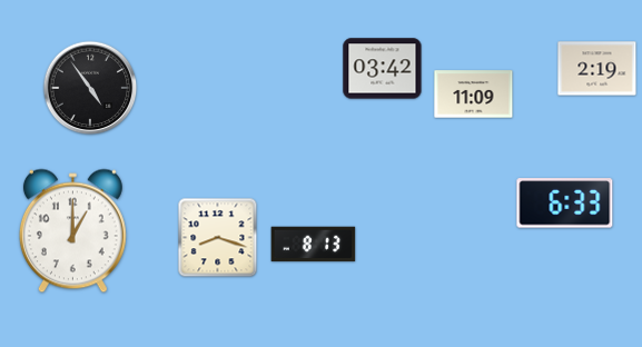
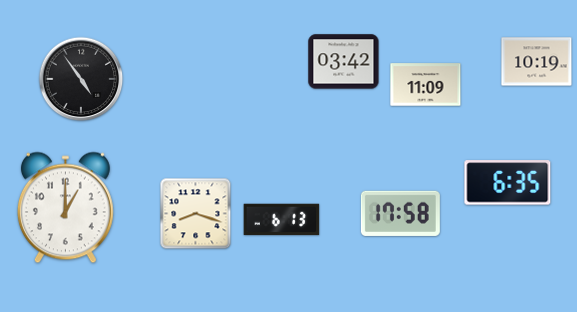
clock at (597, 69): 2:19 -> 10:19
clock at (565, 204): 6:33 -> 6:35
clock at (400, 213): none -> 17:58
clock at (314, 245): 8:13 -> 6:13
